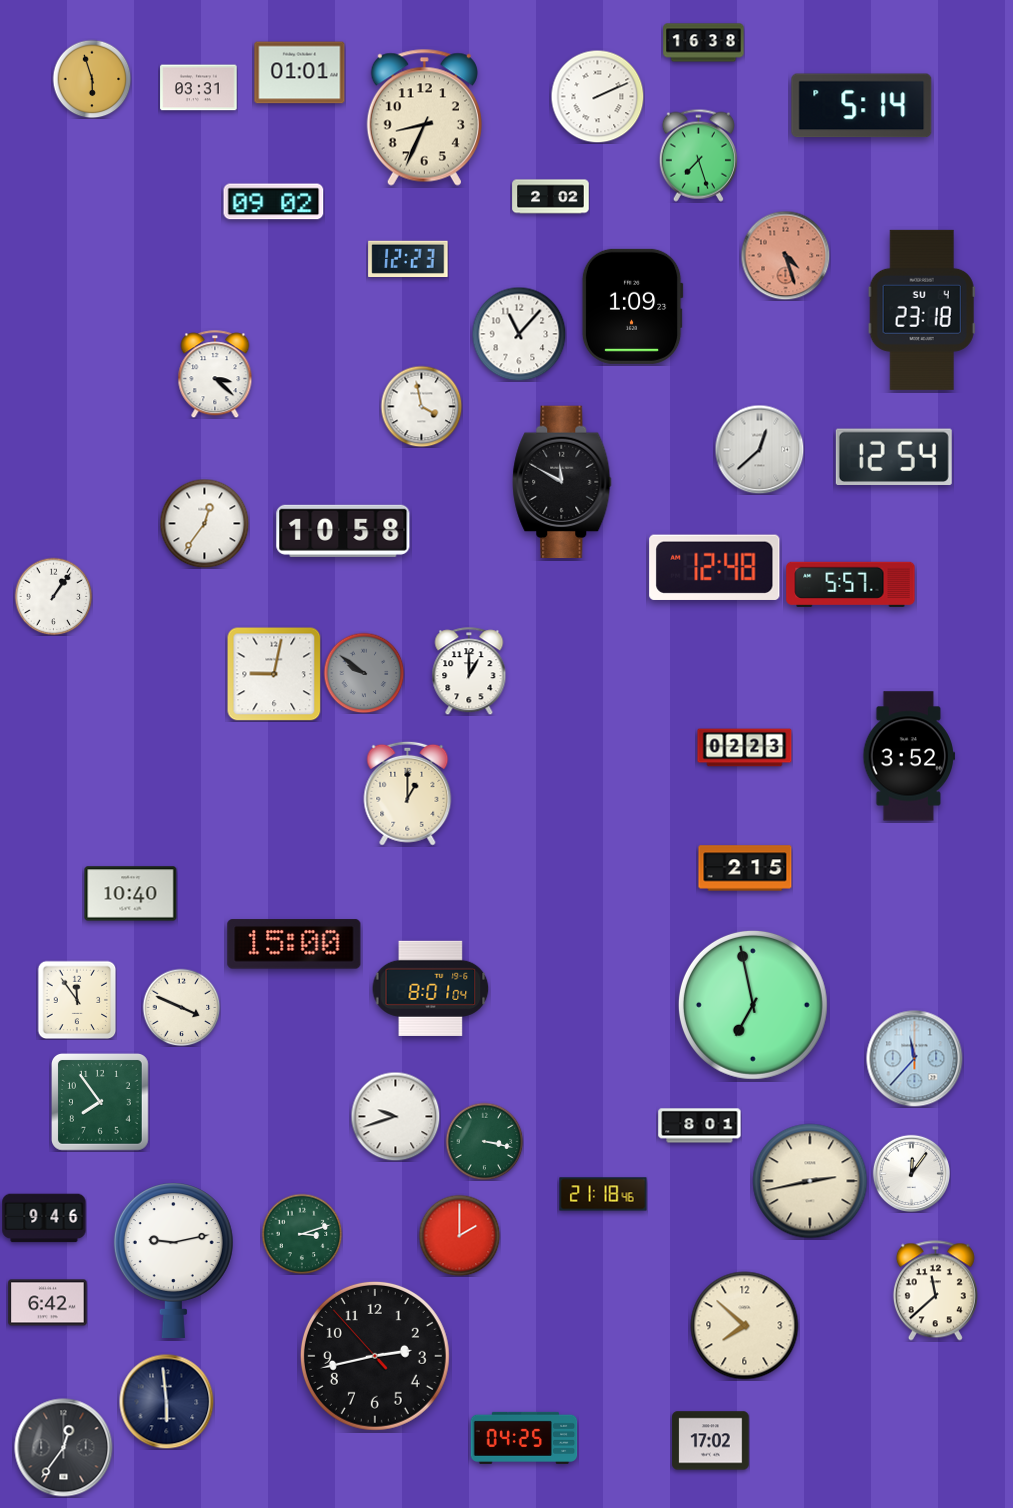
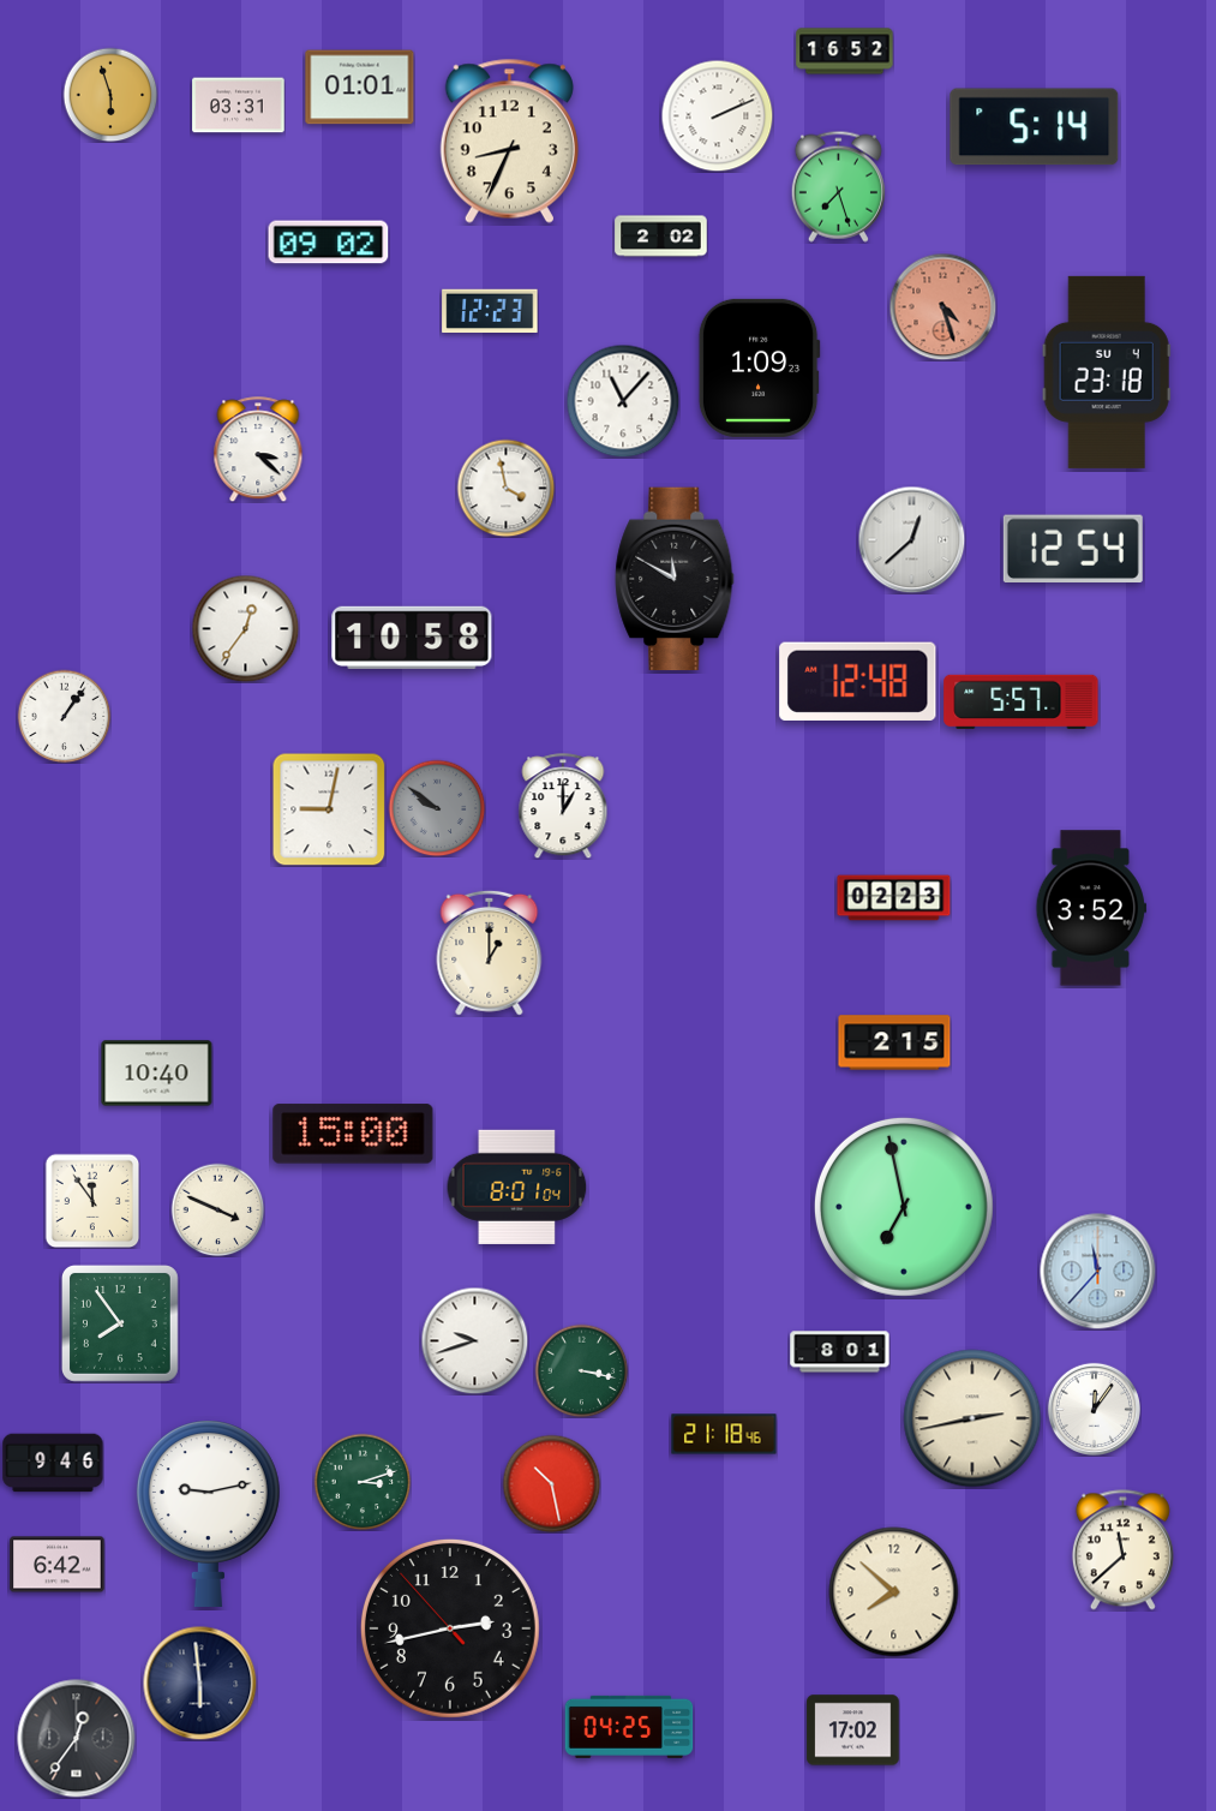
clock at (704, 43): 16:38 -> 16:52
clock at (459, 1235): 2:00 -> 10:28
